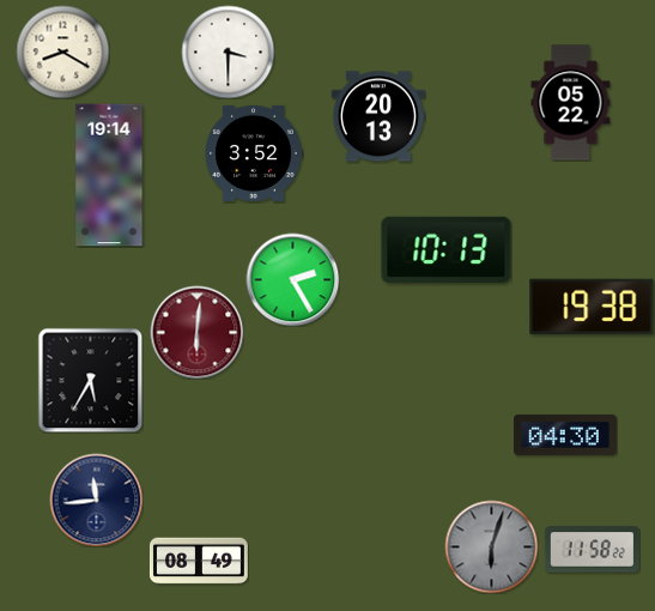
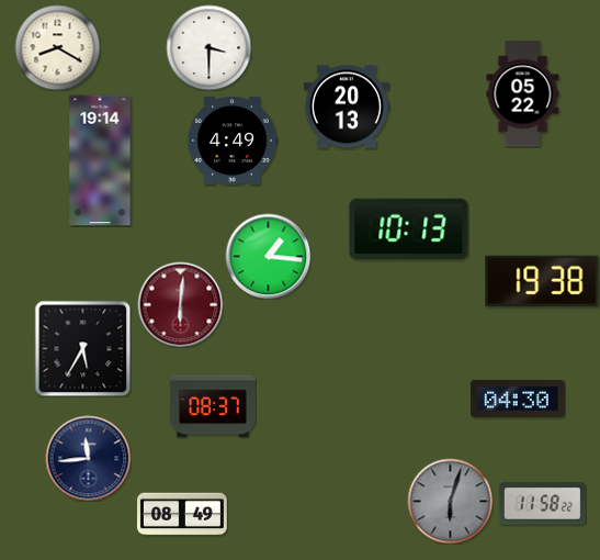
clock at (254, 153): 3:52 -> 4:49
clock at (292, 279): 2:25 -> 1:16
clock at (213, 406): none -> 08:37
